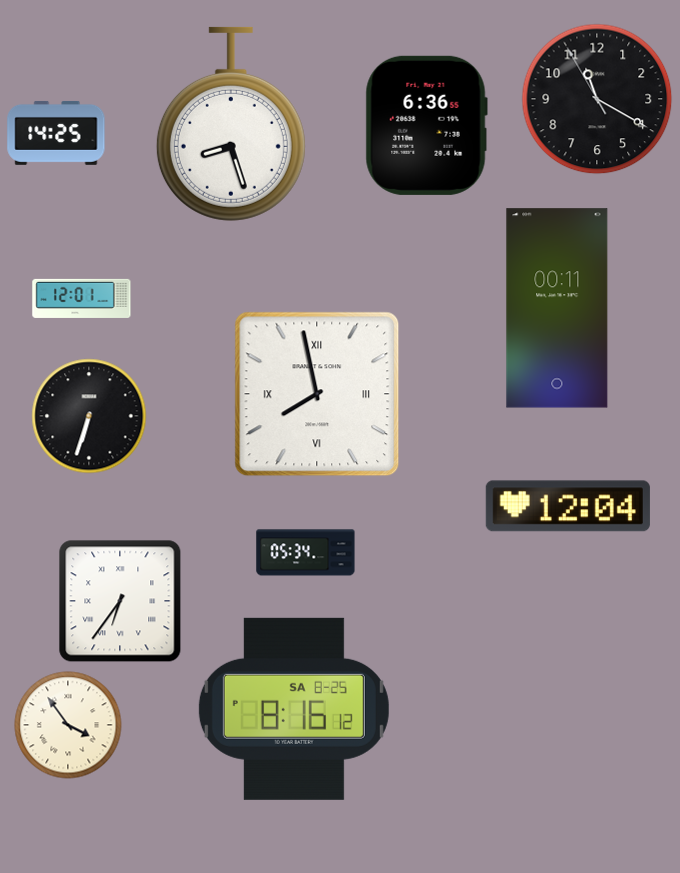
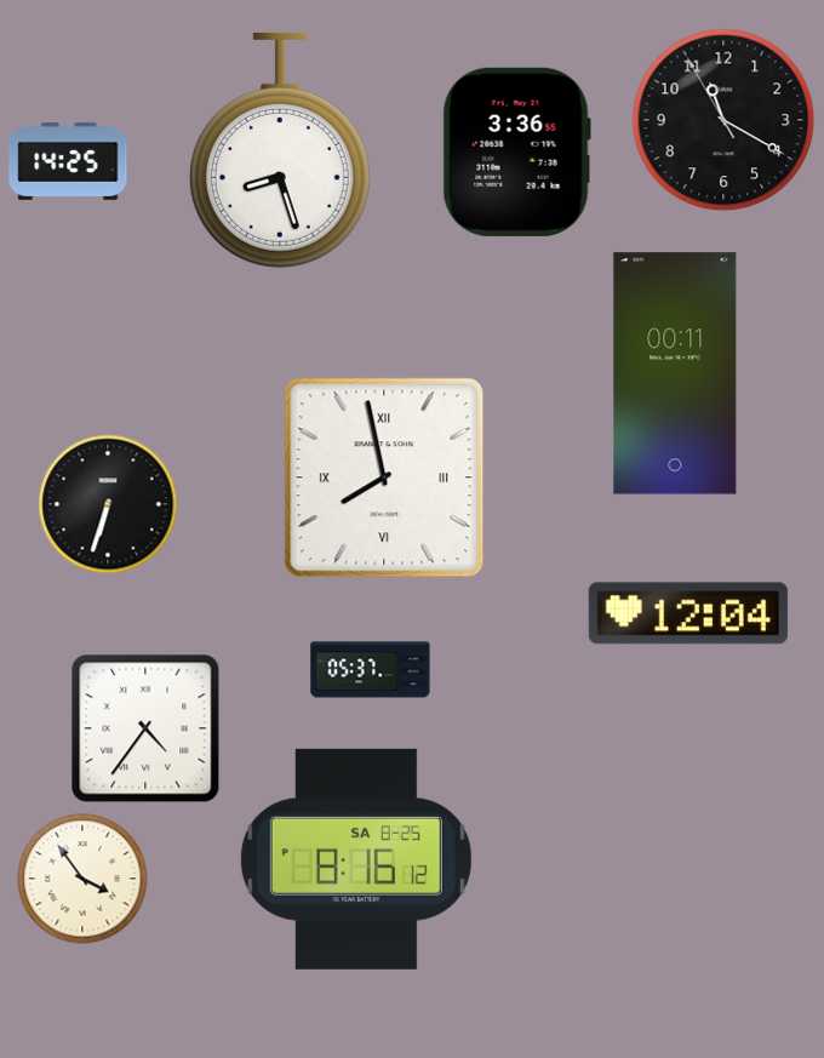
clock at (426, 125): 6:36 -> 3:36
clock at (82, 298): 12:01 -> none
clock at (306, 553): 05:34 -> 05:37
clock at (120, 601): 6:36 -> 4:36
